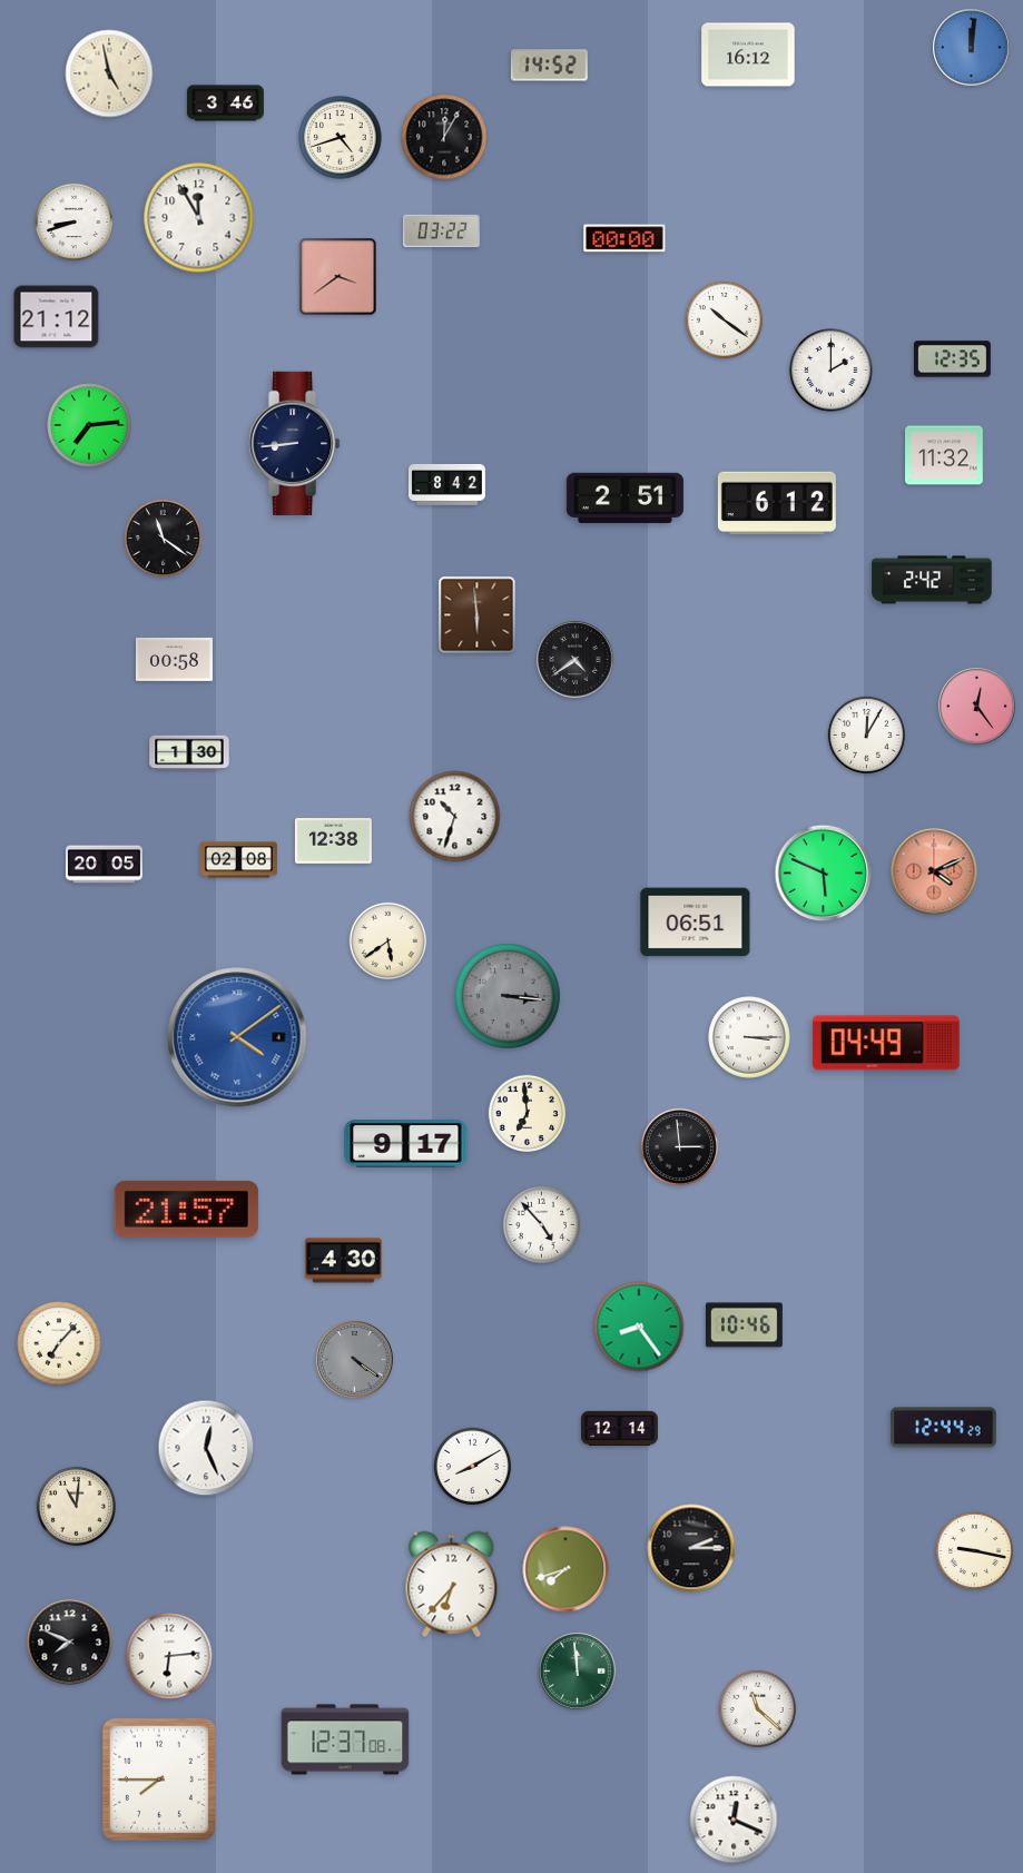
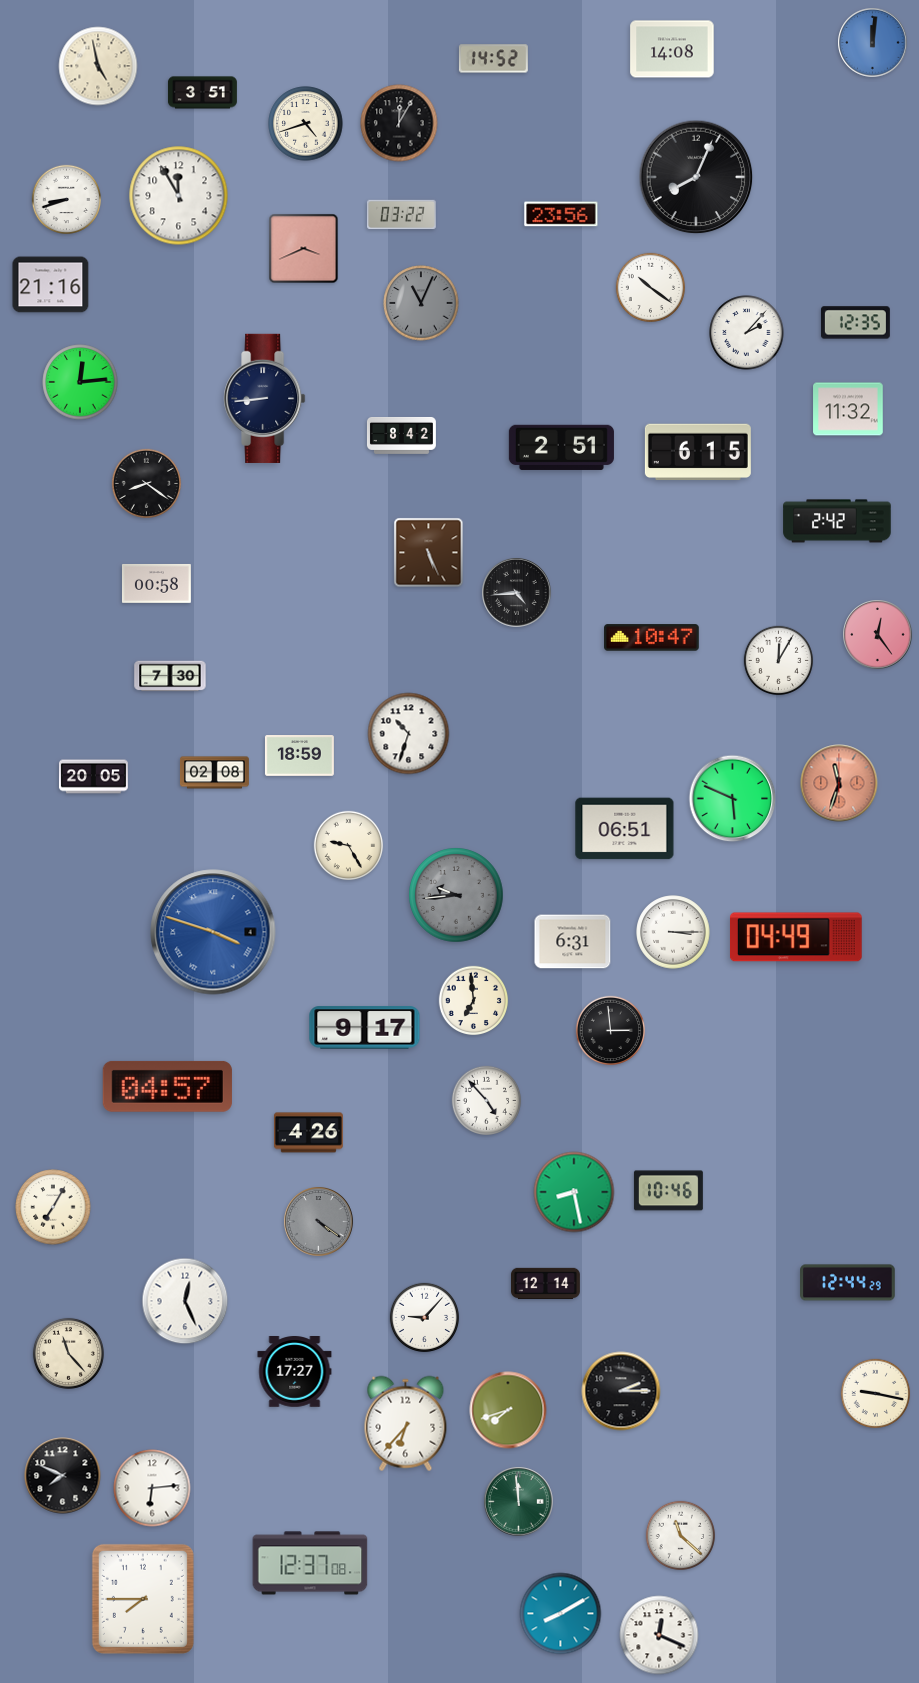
clock at (748, 55): 16:12 -> 14:08
clock at (226, 103): 3:46 -> 3:51
clock at (696, 177): none -> 8:04
clock at (441, 231) position: (441, 231) -> (401, 215)
clock at (624, 238): 00:00 -> 23:56
clock at (338, 277): 3:39 -> 3:41
clock at (57, 317): 21:12 -> 21:16
clock at (421, 303): none -> 11:04
clock at (832, 371): 2:00 -> 2:07
clock at (89, 425): 7:14 -> 12:14
clock at (777, 503): 6:12 -> 6:15
clock at (164, 539): 11:21 -> 8:21
clock at (478, 615): 5:59 -> 5:26
clock at (174, 660) position: (174, 660) -> (156, 584)
clock at (576, 660): 4:39 -> 4:44
clock at (652, 638): none -> 10:47
clock at (189, 752): 1:30 -> 7:30
clock at (333, 841): 12:38 -> 18:59
clock at (934, 871): 4:11 -> 11:33
clock at (824, 874) position: (824, 874) -> (733, 799)
clock at (388, 942): 5:39 -> 9:25
clock at (508, 996): 3:16 -> 9:44
clock at (237, 1037): 4:09 -> 3:48
clock at (573, 942): none -> 6:31
clock at (186, 1209): 21:57 -> 04:57
clock at (343, 1261): 4:30 -> 4:26
clock at (639, 1327): 8:24 -> 8:28
clock at (59, 1343): 7:07 -> 7:05
clock at (619, 1429) position: (619, 1429) -> (545, 1284)
clock at (473, 1467): 8:10 -> 9:07
clock at (76, 1506): 11:01 -> 11:23
clock at (295, 1372): none -> 17:27
clock at (561, 1614): none -> 8:10
